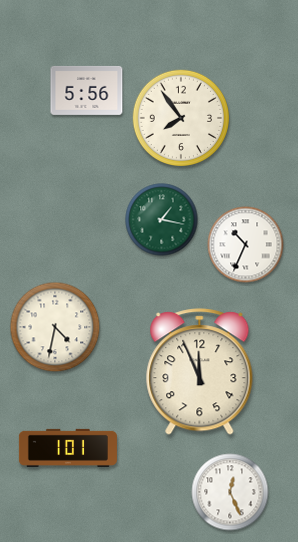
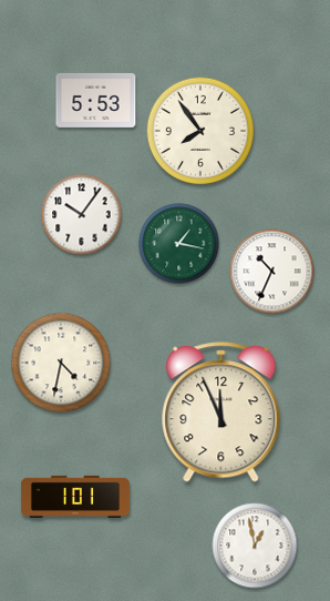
clock at (87, 90): 5:56 -> 5:53
clock at (82, 215): none -> 10:06
clock at (230, 492): 12:26 -> 12:58
